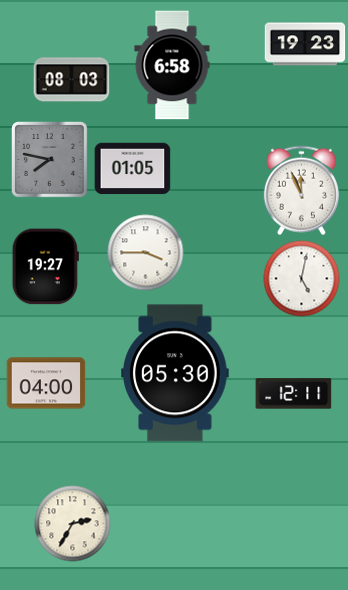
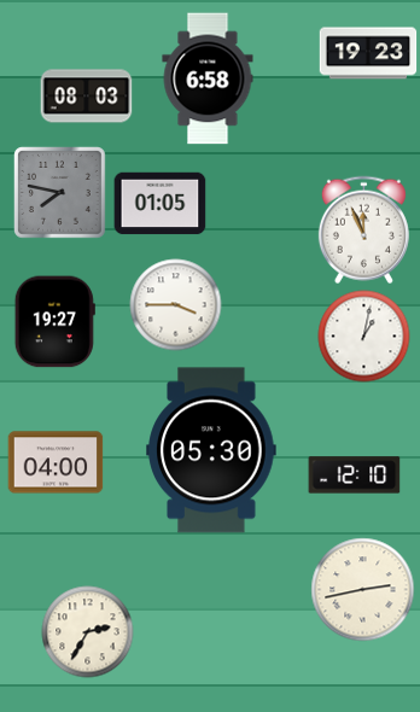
clock at (302, 279): 5:02 -> 1:02
clock at (294, 394): 12:11 -> 12:10
clock at (363, 590): none -> 2:43
